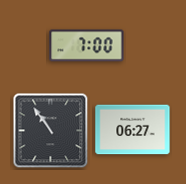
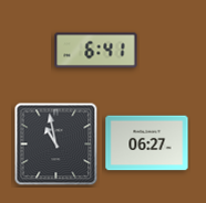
clock at (87, 46): 7:00 -> 6:41
clock at (51, 131): 10:54 -> 10:58
